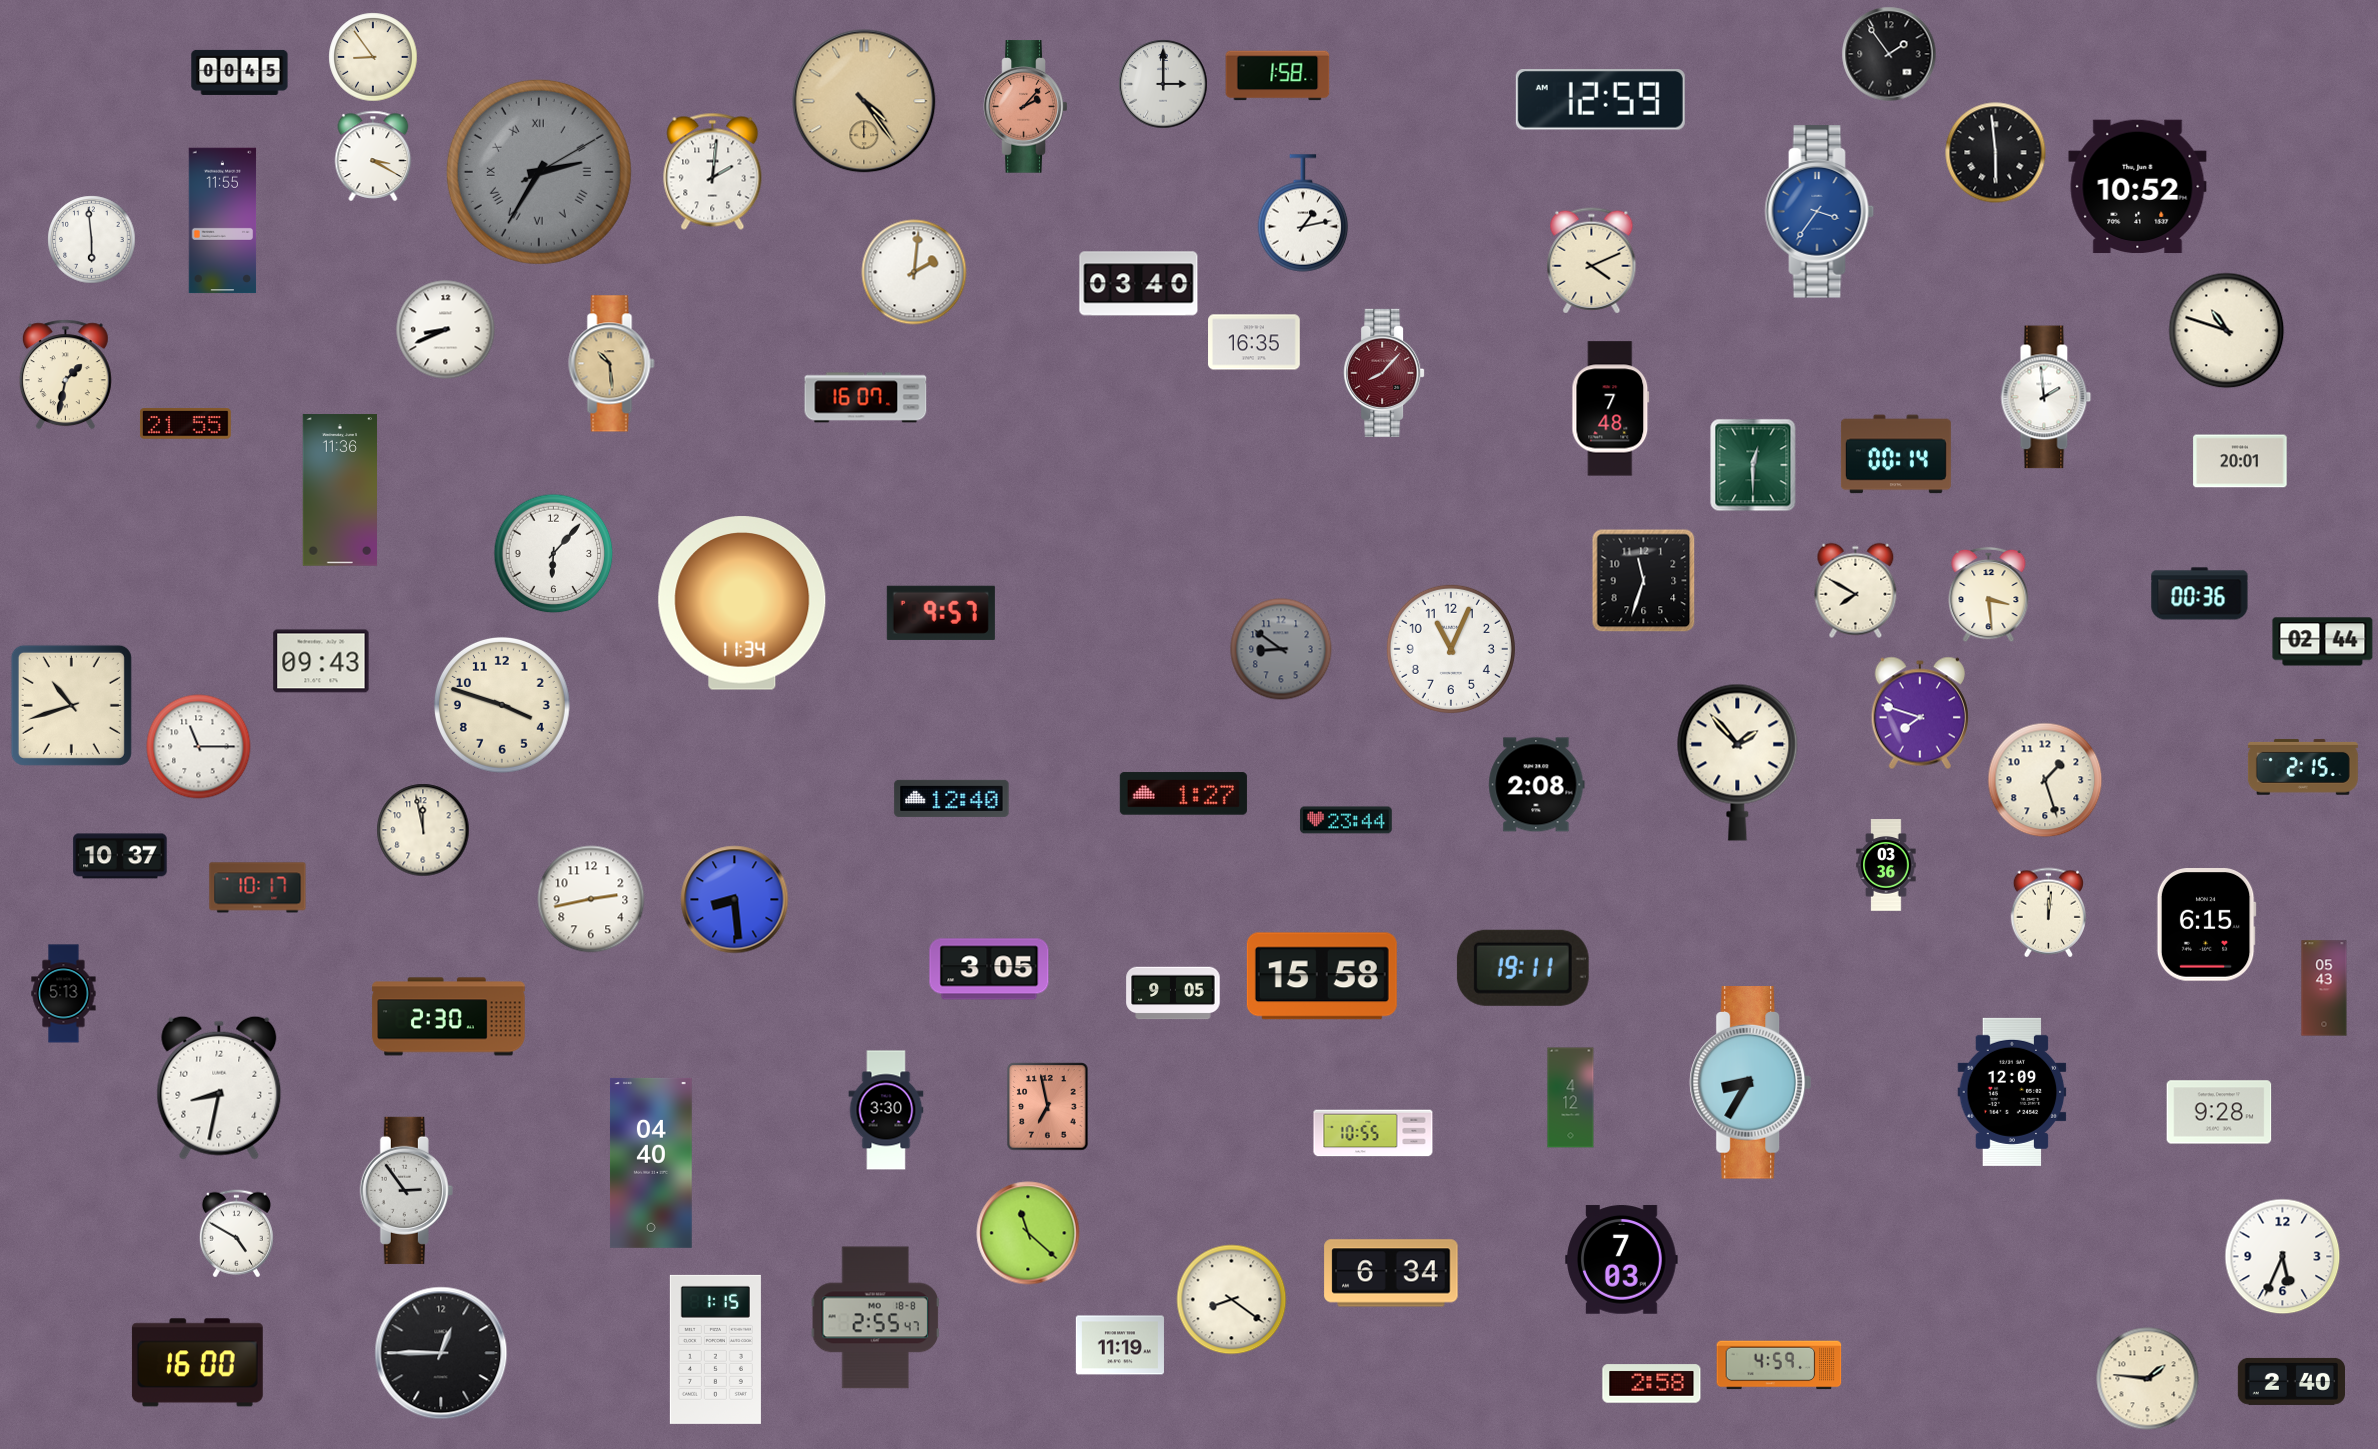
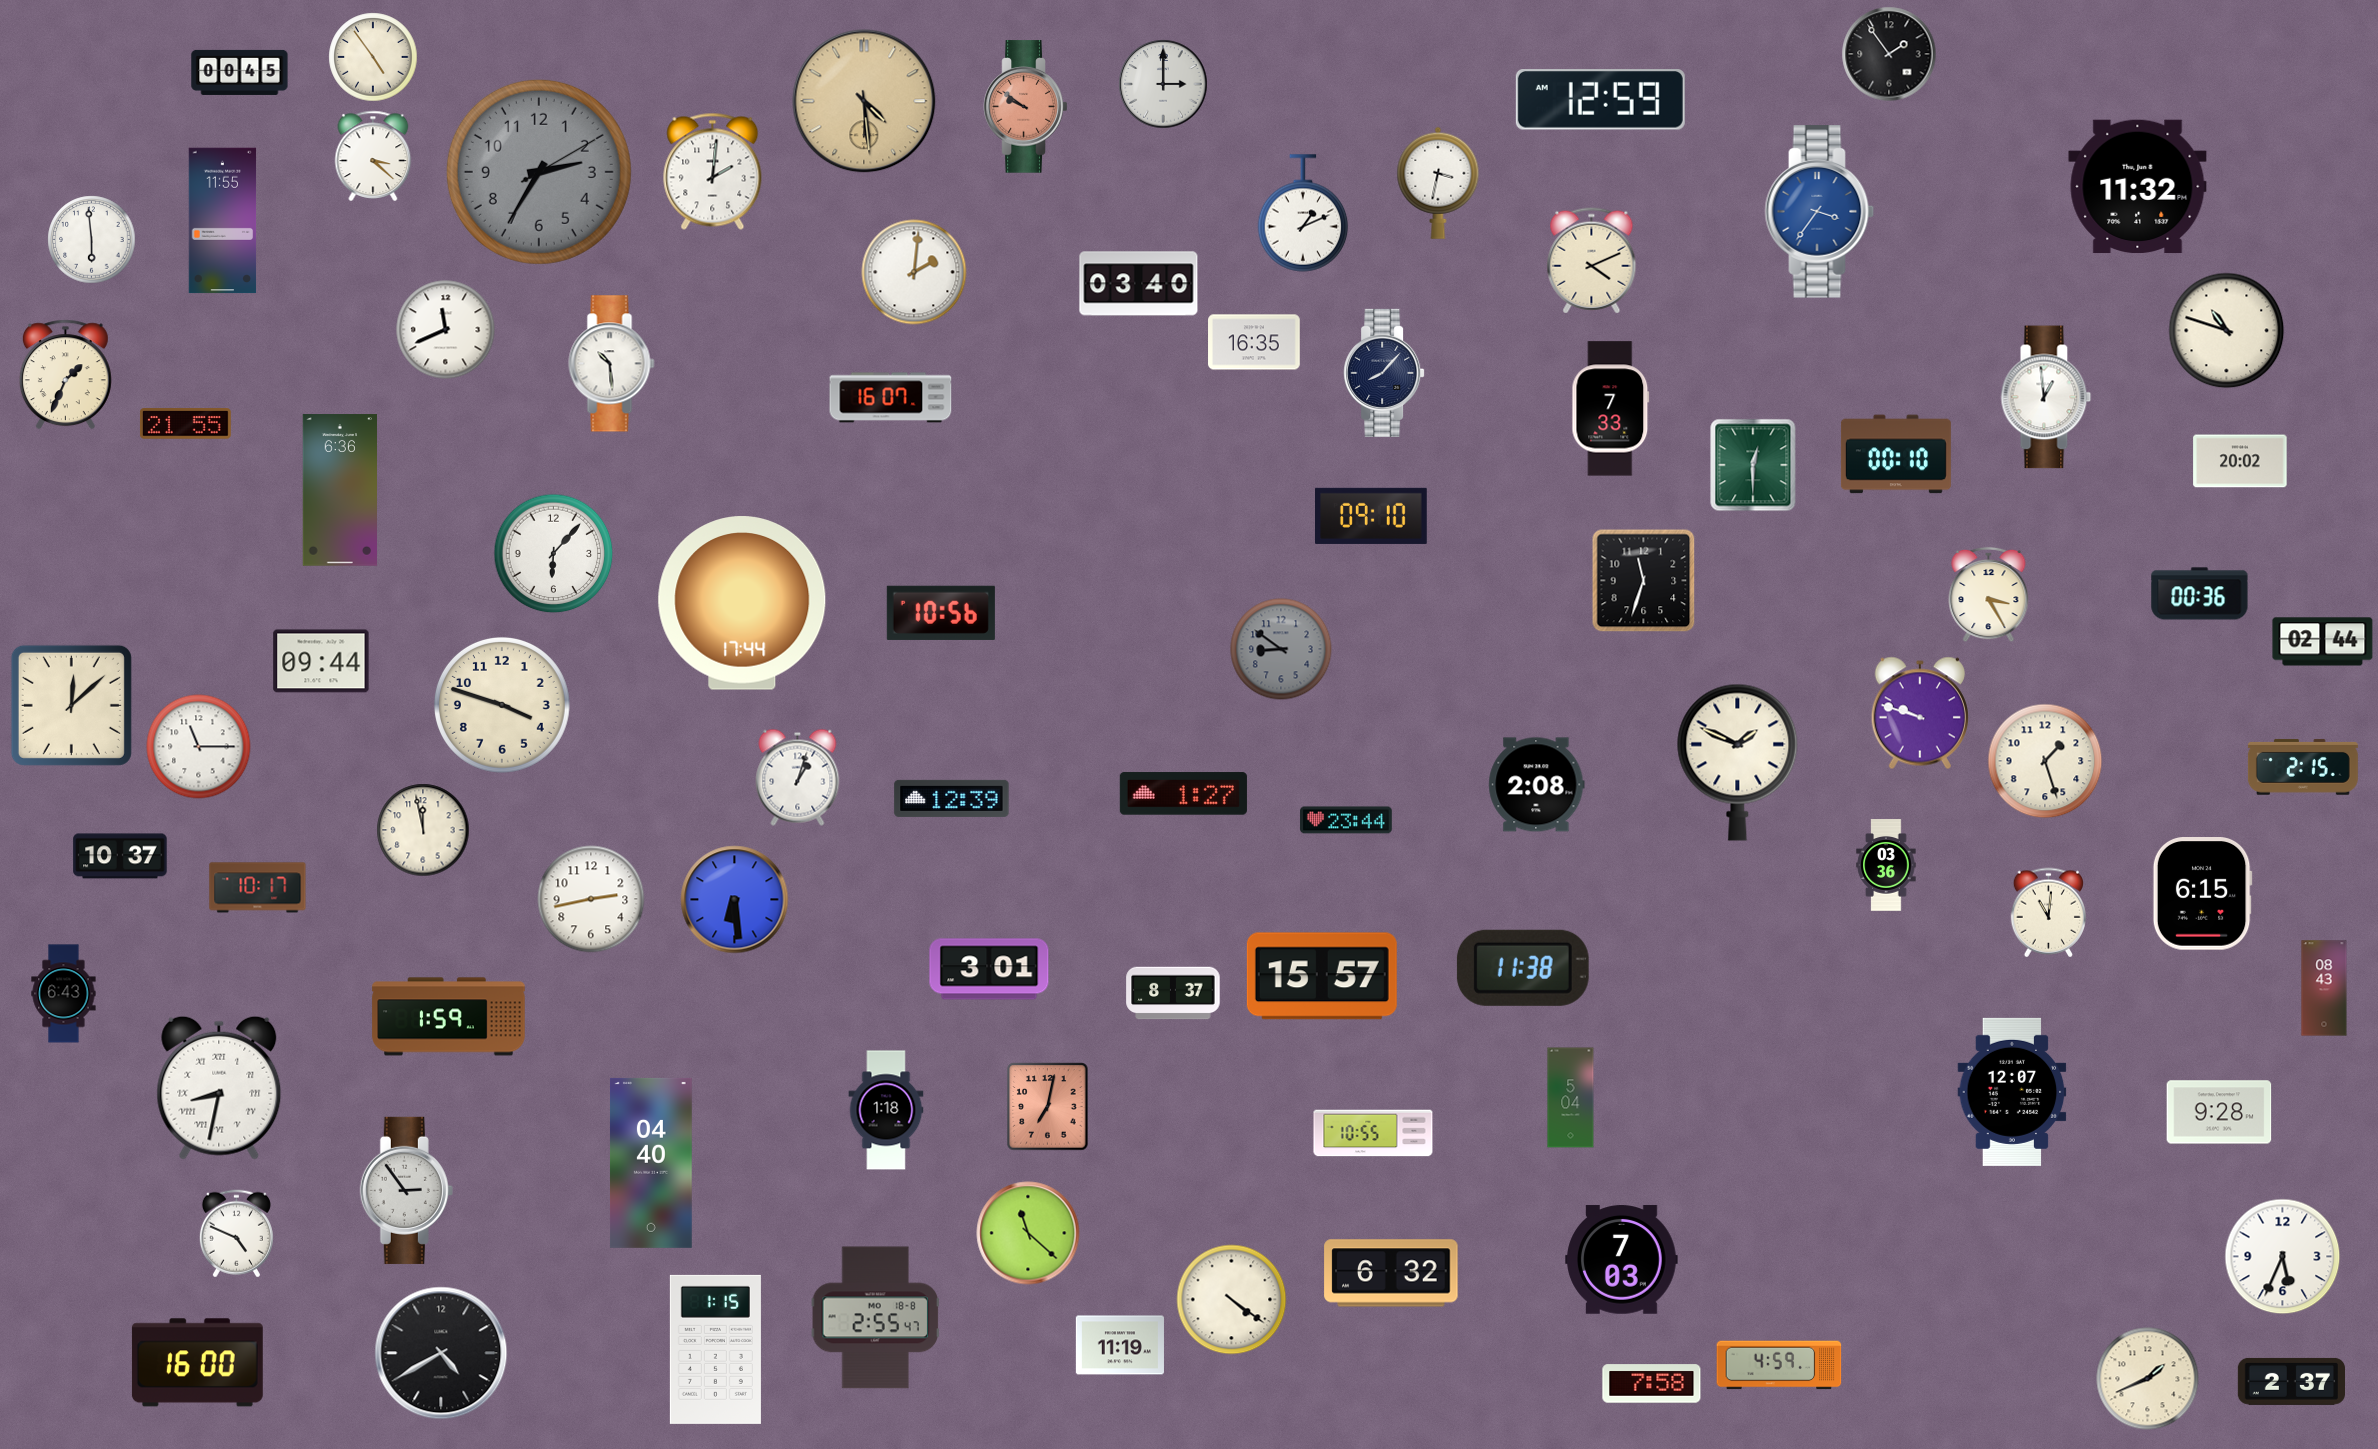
clock at (373, 57): 8:54 -> 4:54
clock at (1278, 76): 1:58 -> none
clock at (864, 101): 4:24 -> 4:29
clock at (1026, 107): 2:07 -> 9:51
clock at (1996, 153): 5:59 -> none
clock at (373, 156): 3:20 -> 3:22
clock at (539, 172) numerals: Roman -> Arabic
clock at (1438, 183): none -> 3:32
clock at (2138, 187): 10:52 -> 11:32
clock at (1303, 213): 1:13 -> 1:11
clock at (446, 330): 8:41 -> 11:41
clock at (612, 364) dial: champagne -> white
clock at (1384, 373) dial: burgundy -> navy
clock at (65, 375): 1:32 -> 1:34
clock at (2046, 397): 1:59 -> 12:59
clock at (866, 398) position: (866, 398) -> (891, 398)
clock at (1611, 409): 7:48 -> 7:33
clock at (1896, 454): 00:14 -> 00:10
clock at (2240, 461): 20:01 -> 20:02
clock at (339, 490): 11:36 -> 6:36
clock at (1372, 516): none -> 09:10
clock at (1856, 591): 7:50 -> none
clock at (1989, 595): 3:29 -> 3:25
clock at (742, 603): 11:34 -> 17:44
clock at (941, 613): 9:57 -> 10:56
clock at (1451, 649): 11:04 -> none
clock at (321, 661): 09:43 -> 09:44
clock at (71, 705): 10:42 -> 12:08
clock at (1920, 713): 7:48 -> 9:48
clock at (1738, 762): 1:53 -> 1:49
clock at (798, 777): none -> 1:03
clock at (2045, 780) position: (2045, 780) -> (2045, 761)
clock at (952, 798): 12:40 -> 12:39
clock at (735, 900): 8:29 -> 6:29
clock at (2049, 913): 12:01 -> 11:01
clock at (2206, 925) position: (2206, 925) -> (2202, 894)
clock at (1523, 968): 19:11 -> 11:38
clock at (989, 969): 3:05 -> 3:01
clock at (1322, 976): 15:58 -> 15:57
clock at (2324, 988): 05:43 -> 08:43
clock at (1173, 993): 9:05 -> 8:37
clock at (64, 994): 5:13 -> 6:43
clock at (449, 1017): 2:30 -> 1:59
clock at (1751, 1083): 8:35 -> none
clock at (219, 1088) numerals: Arabic -> Roman
clock at (2012, 1092): 12:09 -> 12:07
clock at (1571, 1098): 4:12 -> 5:04
clock at (1048, 1107): 6:58 -> 7:02
clock at (886, 1110): 3:30 -> 1:18
clock at (236, 1234): 4:50 -> 4:49
clock at (1391, 1273): 6:34 -> 6:32
clock at (1232, 1300): 8:21 -> 4:21
clock at (441, 1353): 12:45 -> 4:40
clock at (2148, 1379): 1:46 -> 1:41
clock at (2291, 1381): 2:40 -> 2:37
clock at (1652, 1384): 2:58 -> 7:58
